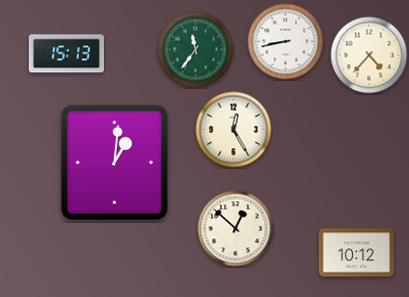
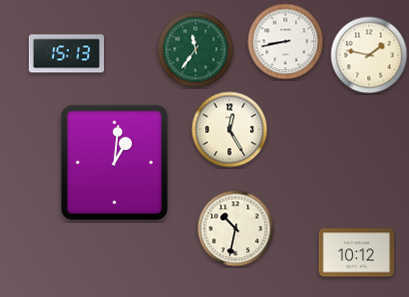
clock at (369, 55): 4:37 -> 1:47
clock at (234, 130) position: (234, 130) -> (230, 130)
clock at (236, 229): 12:52 -> 10:32
